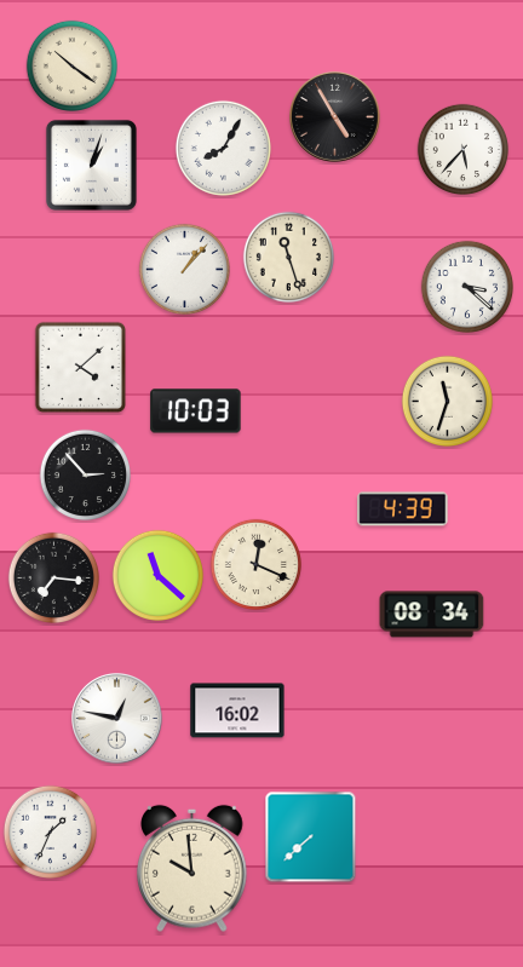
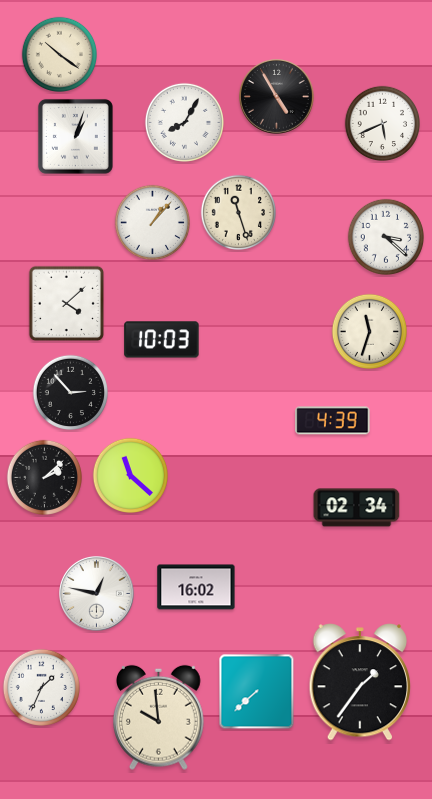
clock at (462, 149): 5:37 -> 5:41
clock at (255, 564): 12:19 -> none
clock at (53, 577): 7:16 -> 2:08
clock at (432, 615): 08:34 -> 02:34
clock at (359, 682): none -> 1:36
